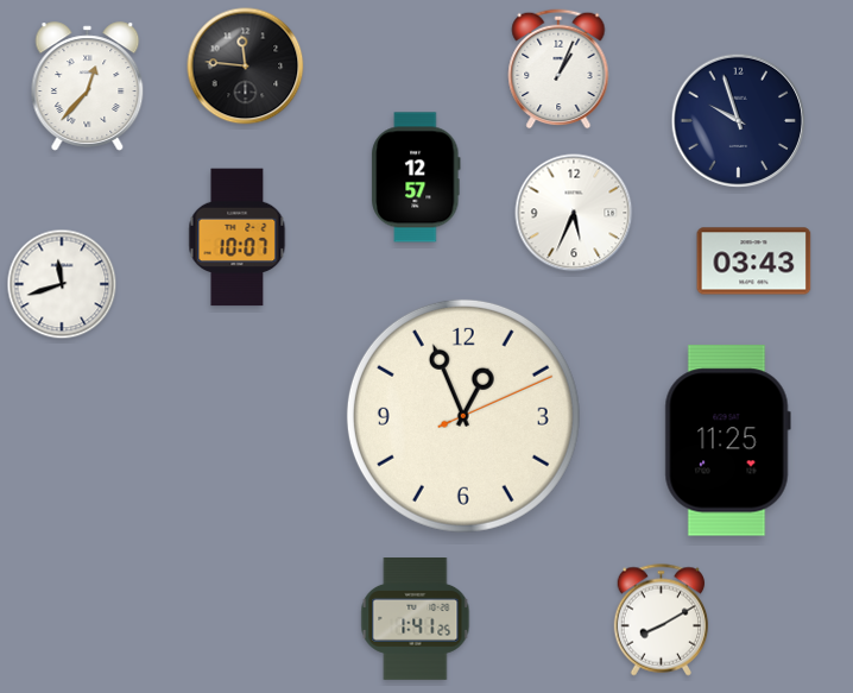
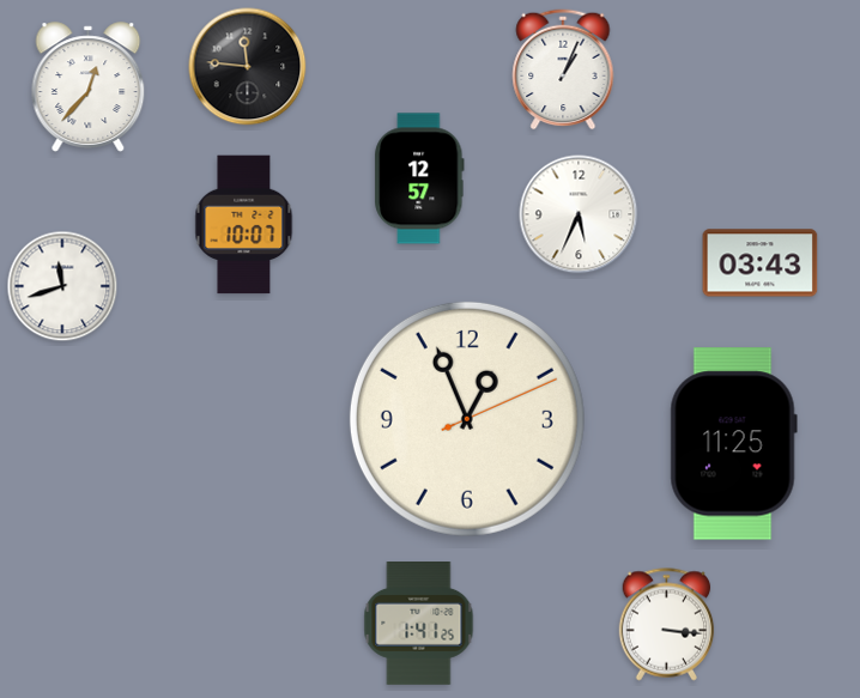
clock at (738, 120): 9:57 -> none
clock at (238, 238) position: (238, 238) -> (244, 225)
clock at (662, 620): 8:10 -> 3:16
